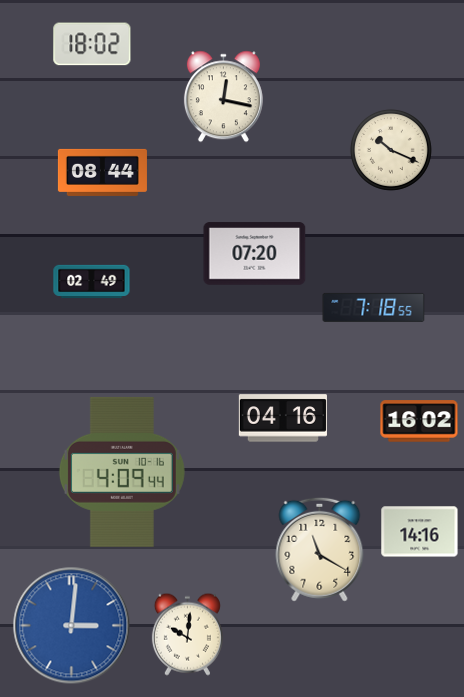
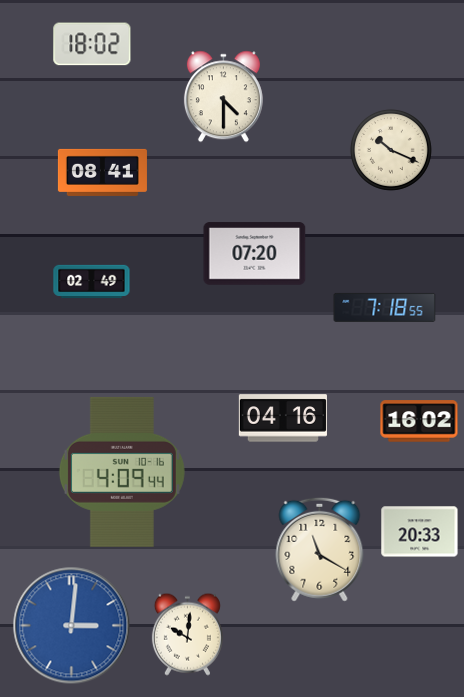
clock at (223, 97): 12:17 -> 4:30
clock at (102, 172): 08:44 -> 08:41
clock at (374, 307) position: (374, 307) -> (385, 307)
clock at (420, 532): 14:16 -> 20:33
